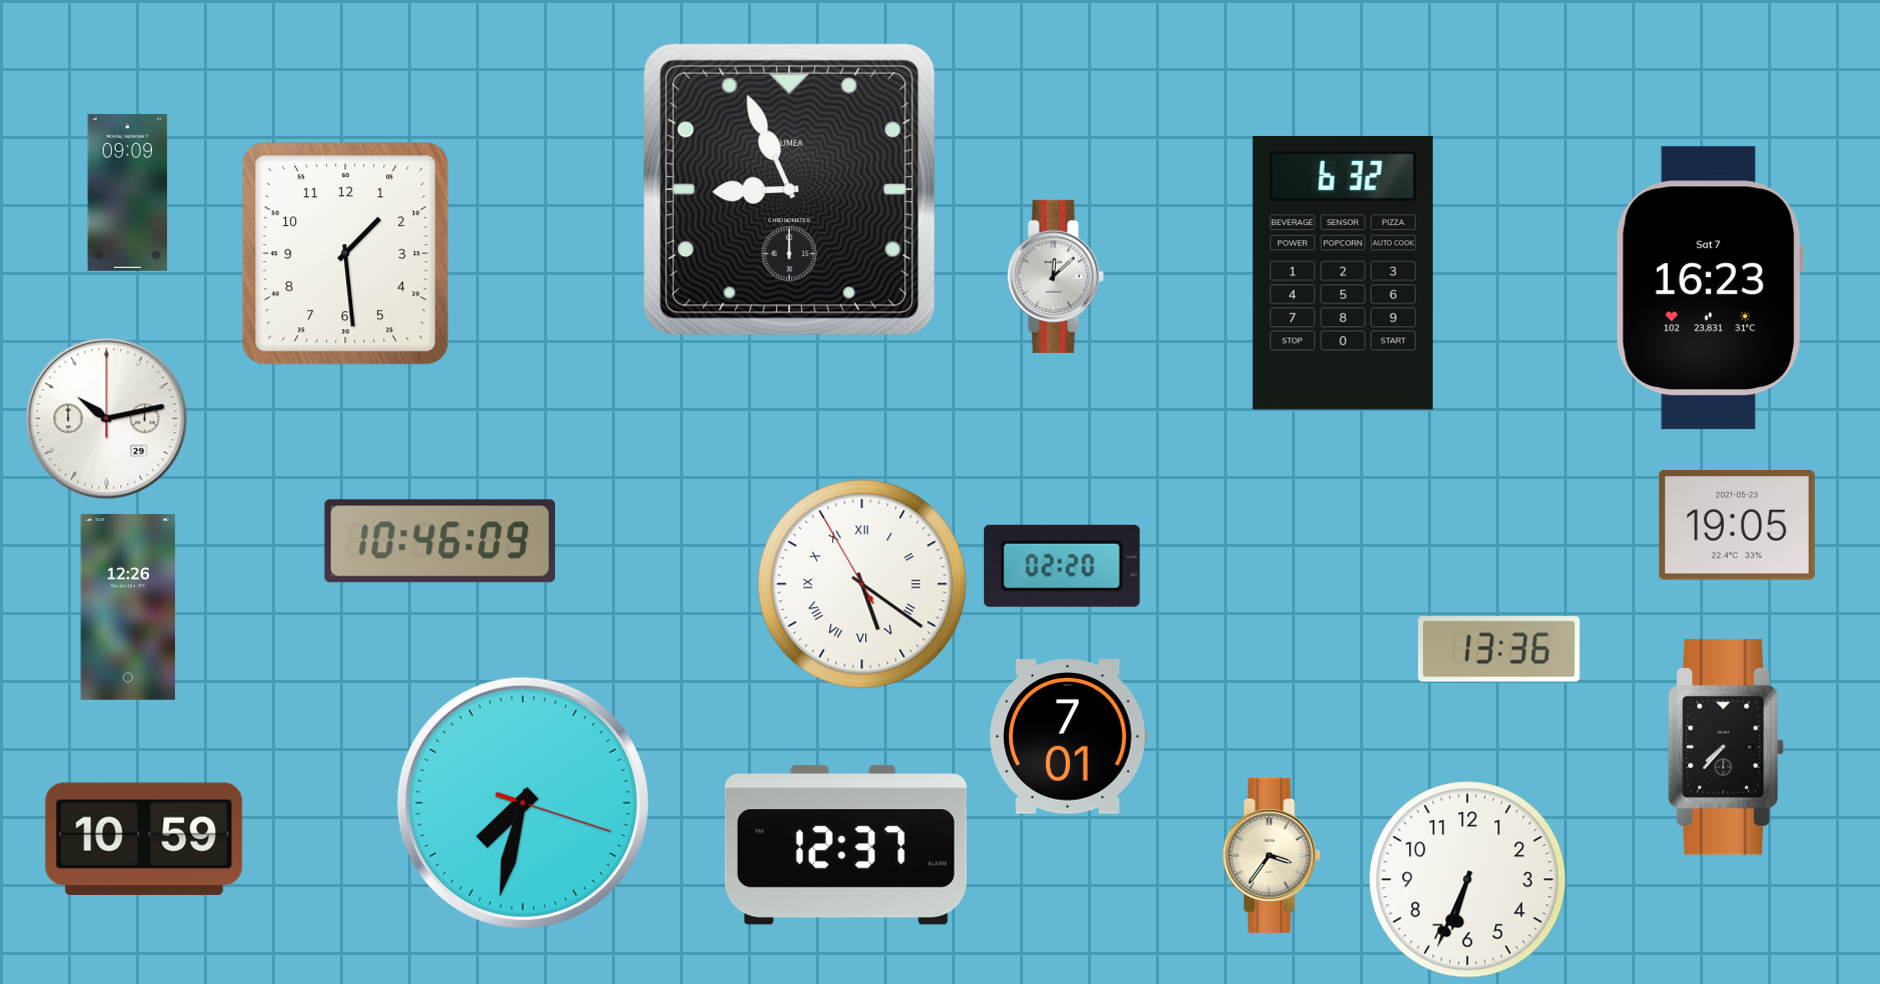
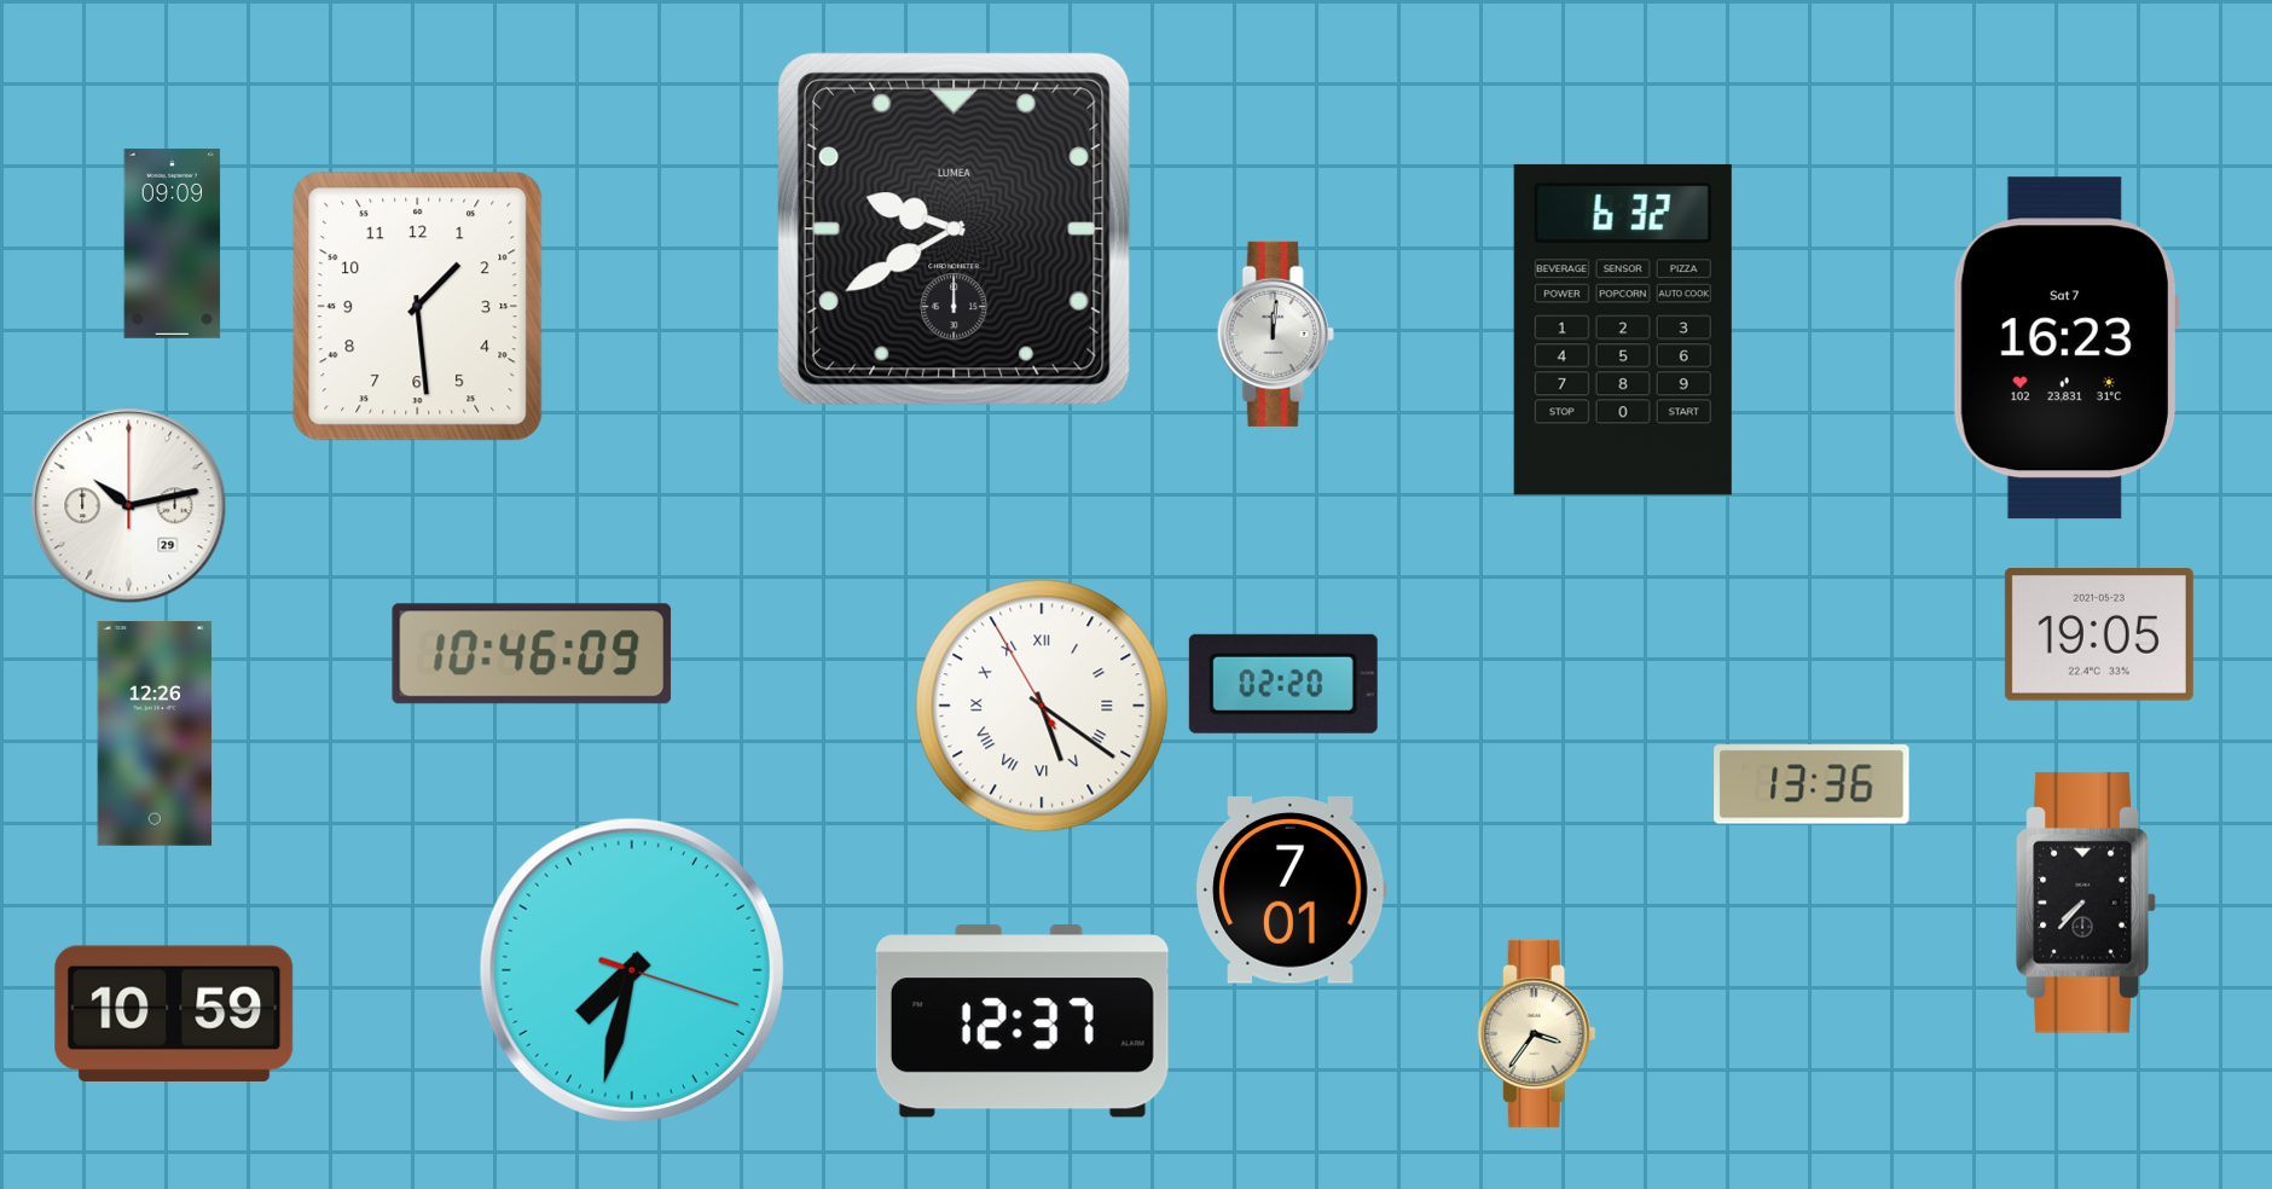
clock at (789, 189): 8:56 -> 9:40
clock at (128, 192) position: (128, 192) -> (173, 243)
clock at (1055, 276): 12:08 -> 12:01
clock at (1468, 880): 6:34 -> none
